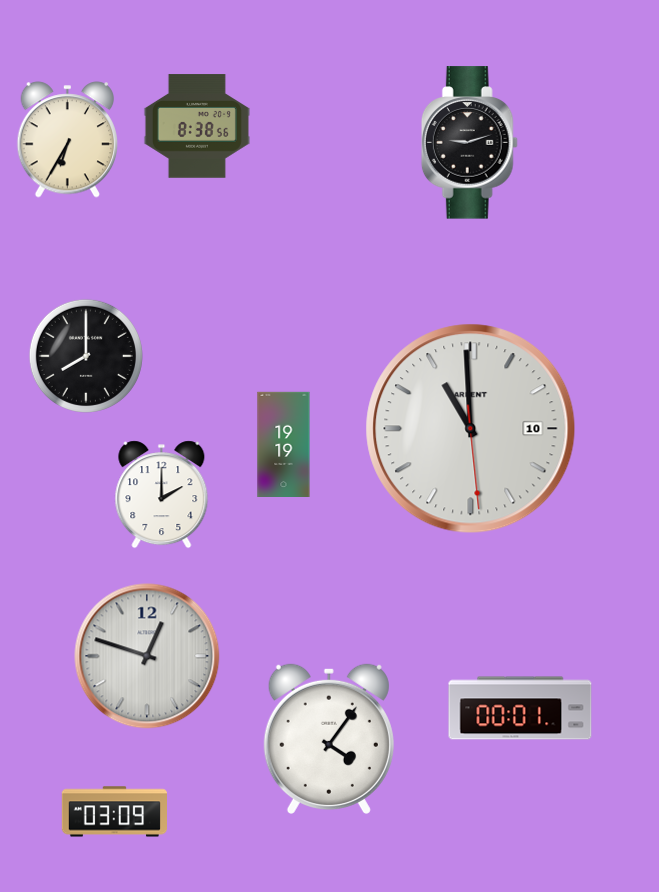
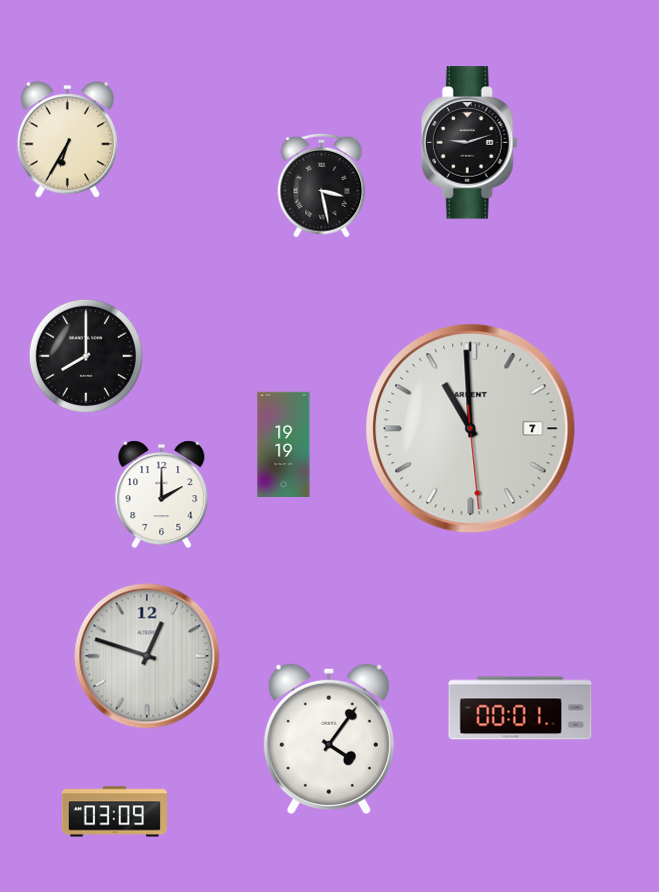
clock at (197, 126): 8:38 -> none
clock at (322, 185): none -> 3:28
clock at (471, 429) date: 10 -> 7
